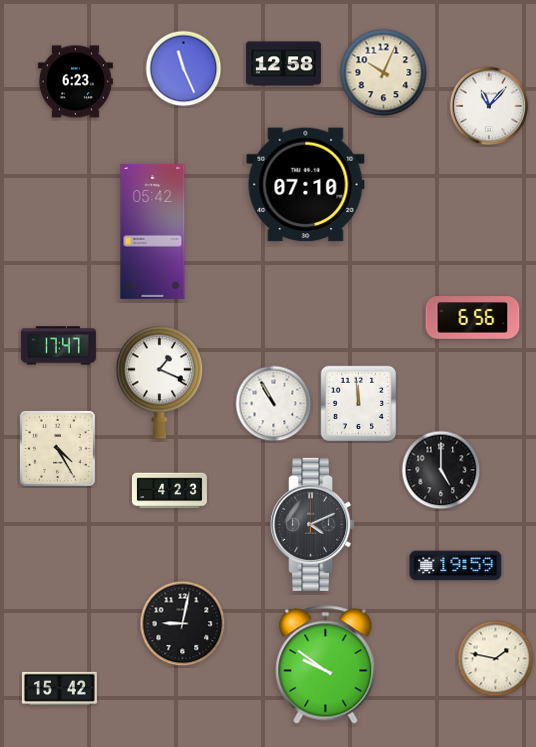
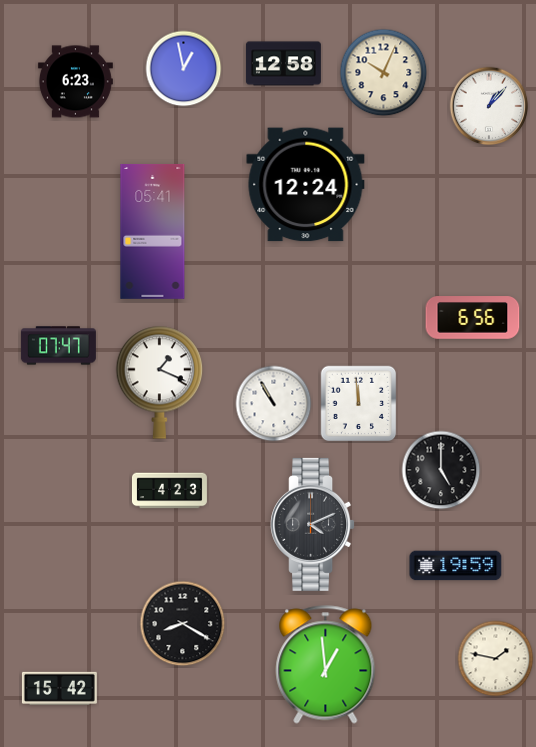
clock at (184, 69): 11:26 -> 12:58
clock at (489, 106): 11:07 -> 1:07
clock at (306, 185): 07:10 -> 12:24
clock at (153, 231): 05:42 -> 05:41
clock at (58, 346): 17:47 -> 07:47
clock at (57, 448): 4:25 -> none
clock at (183, 624): 9:02 -> 8:20
clock at (326, 665): 9:51 -> 12:59
